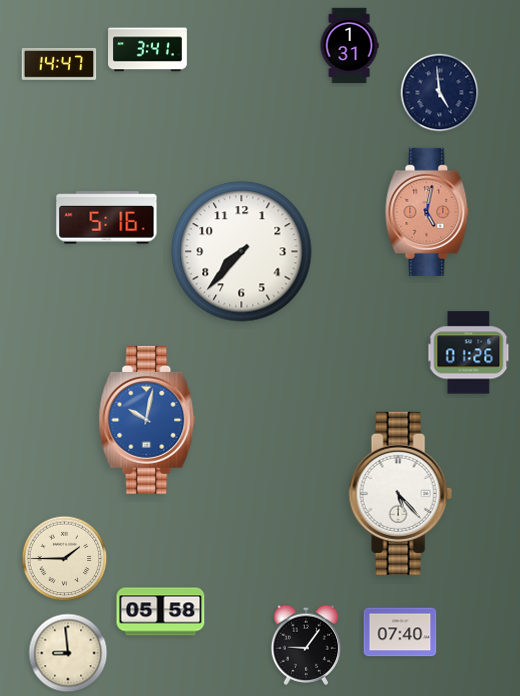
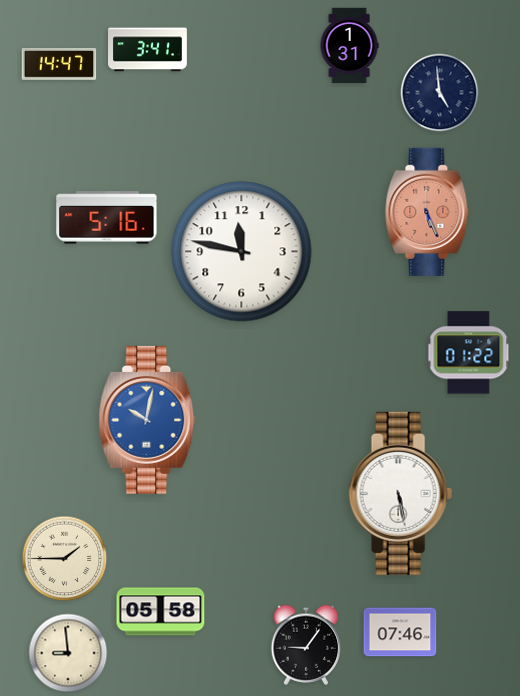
clock at (427, 212): 5:02 -> 5:26
clock at (242, 252): 7:37 -> 11:47
clock at (469, 353): 01:26 -> 01:22
clock at (400, 493): 5:23 -> 5:28
clock at (400, 632): 07:40 -> 07:46
